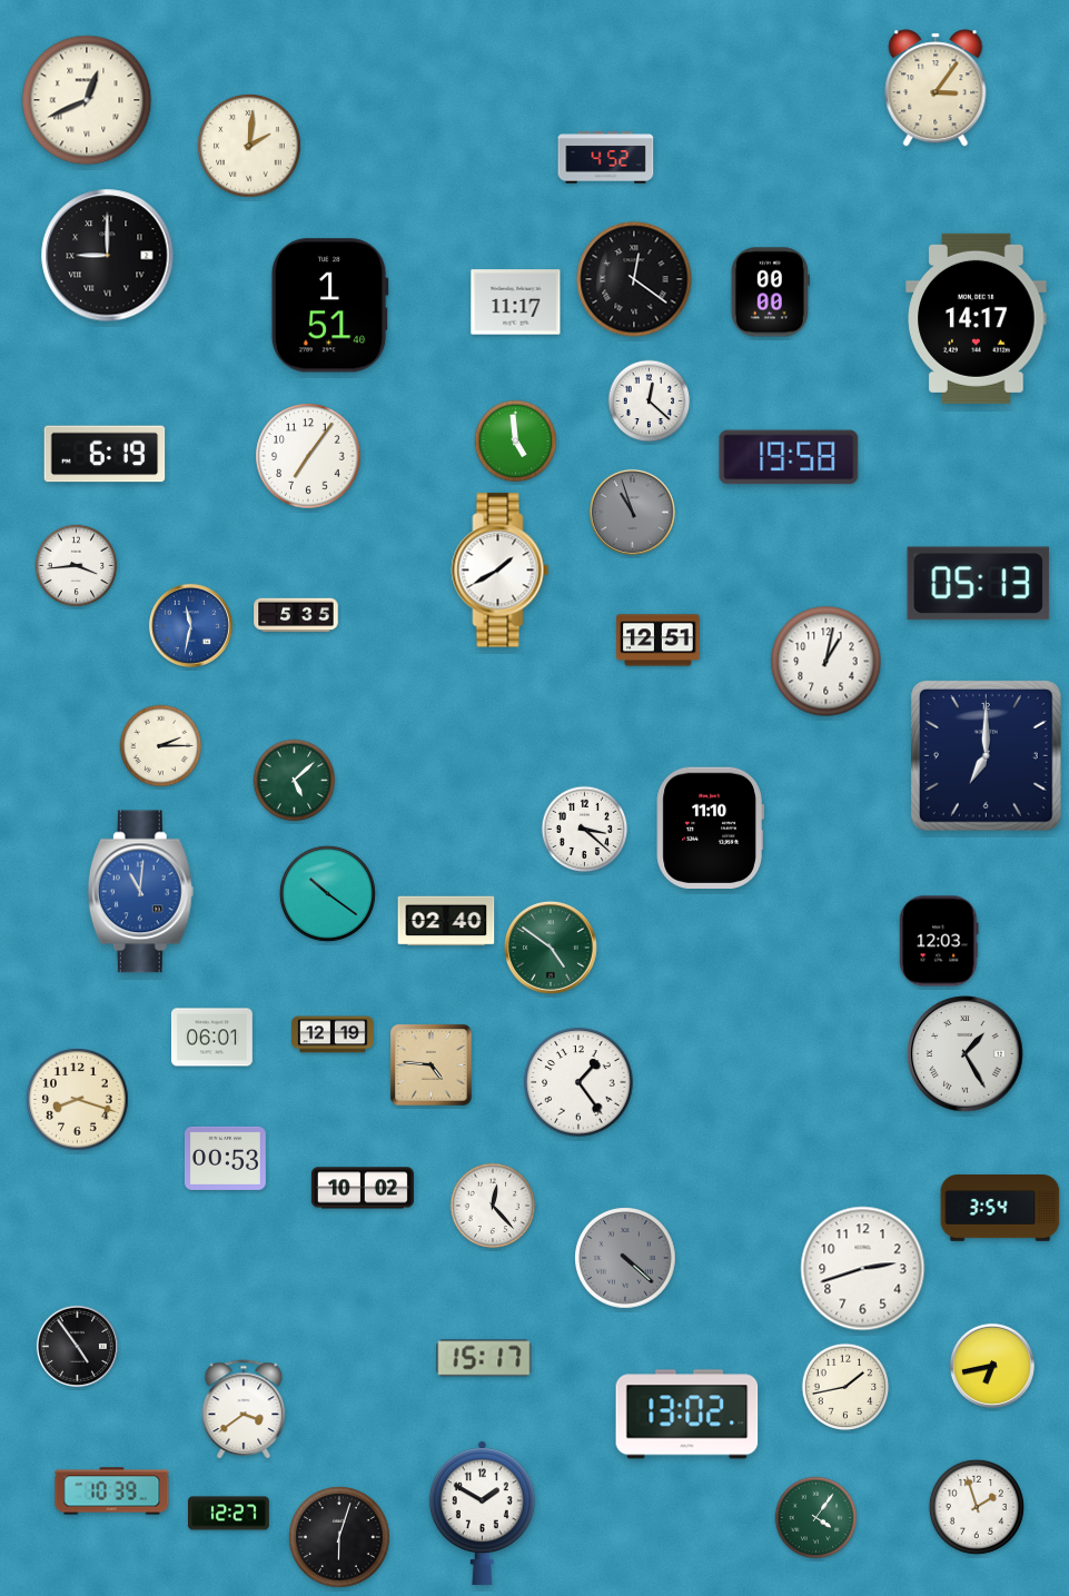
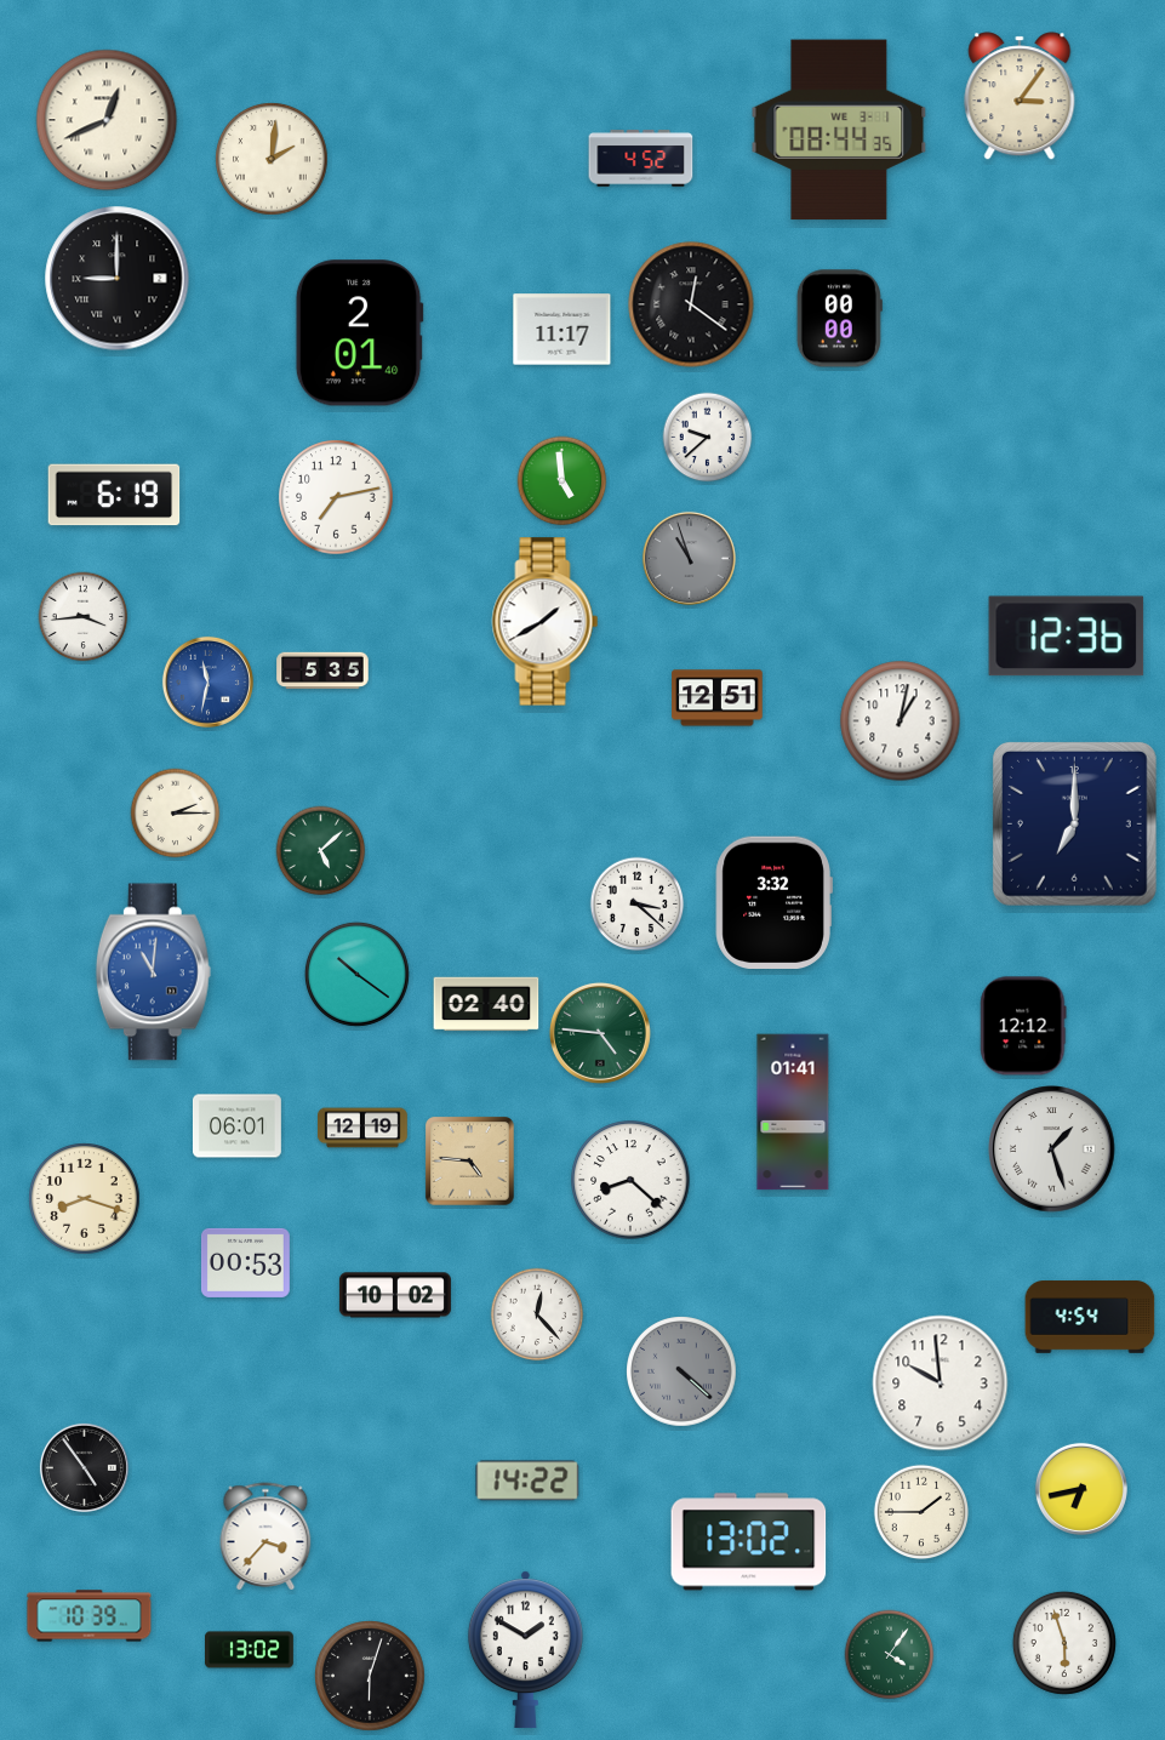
clock at (87, 100) position: (87, 100) -> (107, 120)
clock at (839, 130): none -> 08:44
clock at (606, 158) position: (606, 158) -> (641, 159)
clock at (329, 306): 1:51 -> 2:01
clock at (977, 318): 14:17 -> none
clock at (650, 402): 12:22 -> 9:38
clock at (308, 456): 7:06 -> 7:13
clock at (789, 457): 19:58 -> none
clock at (979, 584): 05:13 -> 12:36
clock at (710, 827): 11:10 -> 3:32
clock at (939, 941): 12:03 -> 12:12
clock at (551, 948): 4:51 -> 4:46
clock at (793, 1112): none -> 01:41
clock at (211, 1038) position: (211, 1038) -> (236, 1126)
clock at (966, 1054): 1:25 -> 1:27
clock at (578, 1082): 1:24 -> 8:22
clock at (1000, 1208): 3:54 -> 4:54
clock at (863, 1269): 2:42 -> 9:59
clock at (484, 1358): 15:17 -> 14:22
clock at (845, 1387): 1:43 -> 1:45
clock at (244, 1409): 3:39 -> 3:37
clock at (112, 1491) position: (112, 1491) -> (90, 1616)
clock at (977, 1507): 1:57 -> 5:57
clock at (229, 1514): 12:27 -> 13:02
